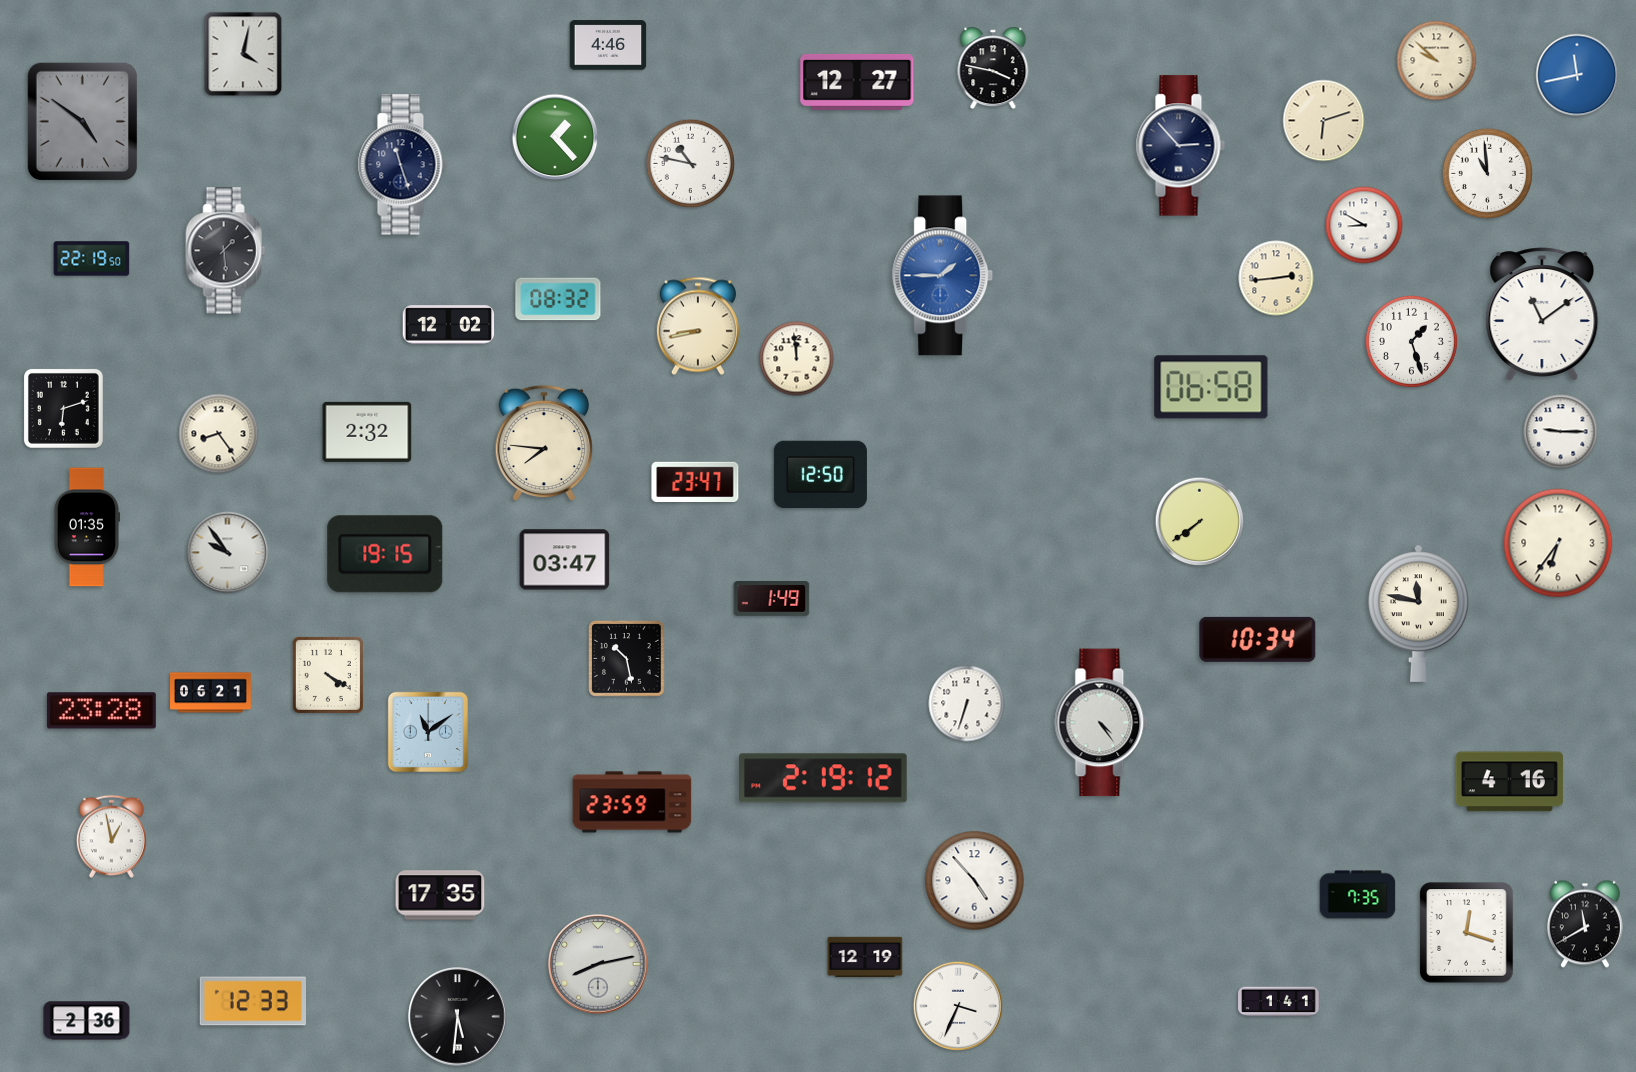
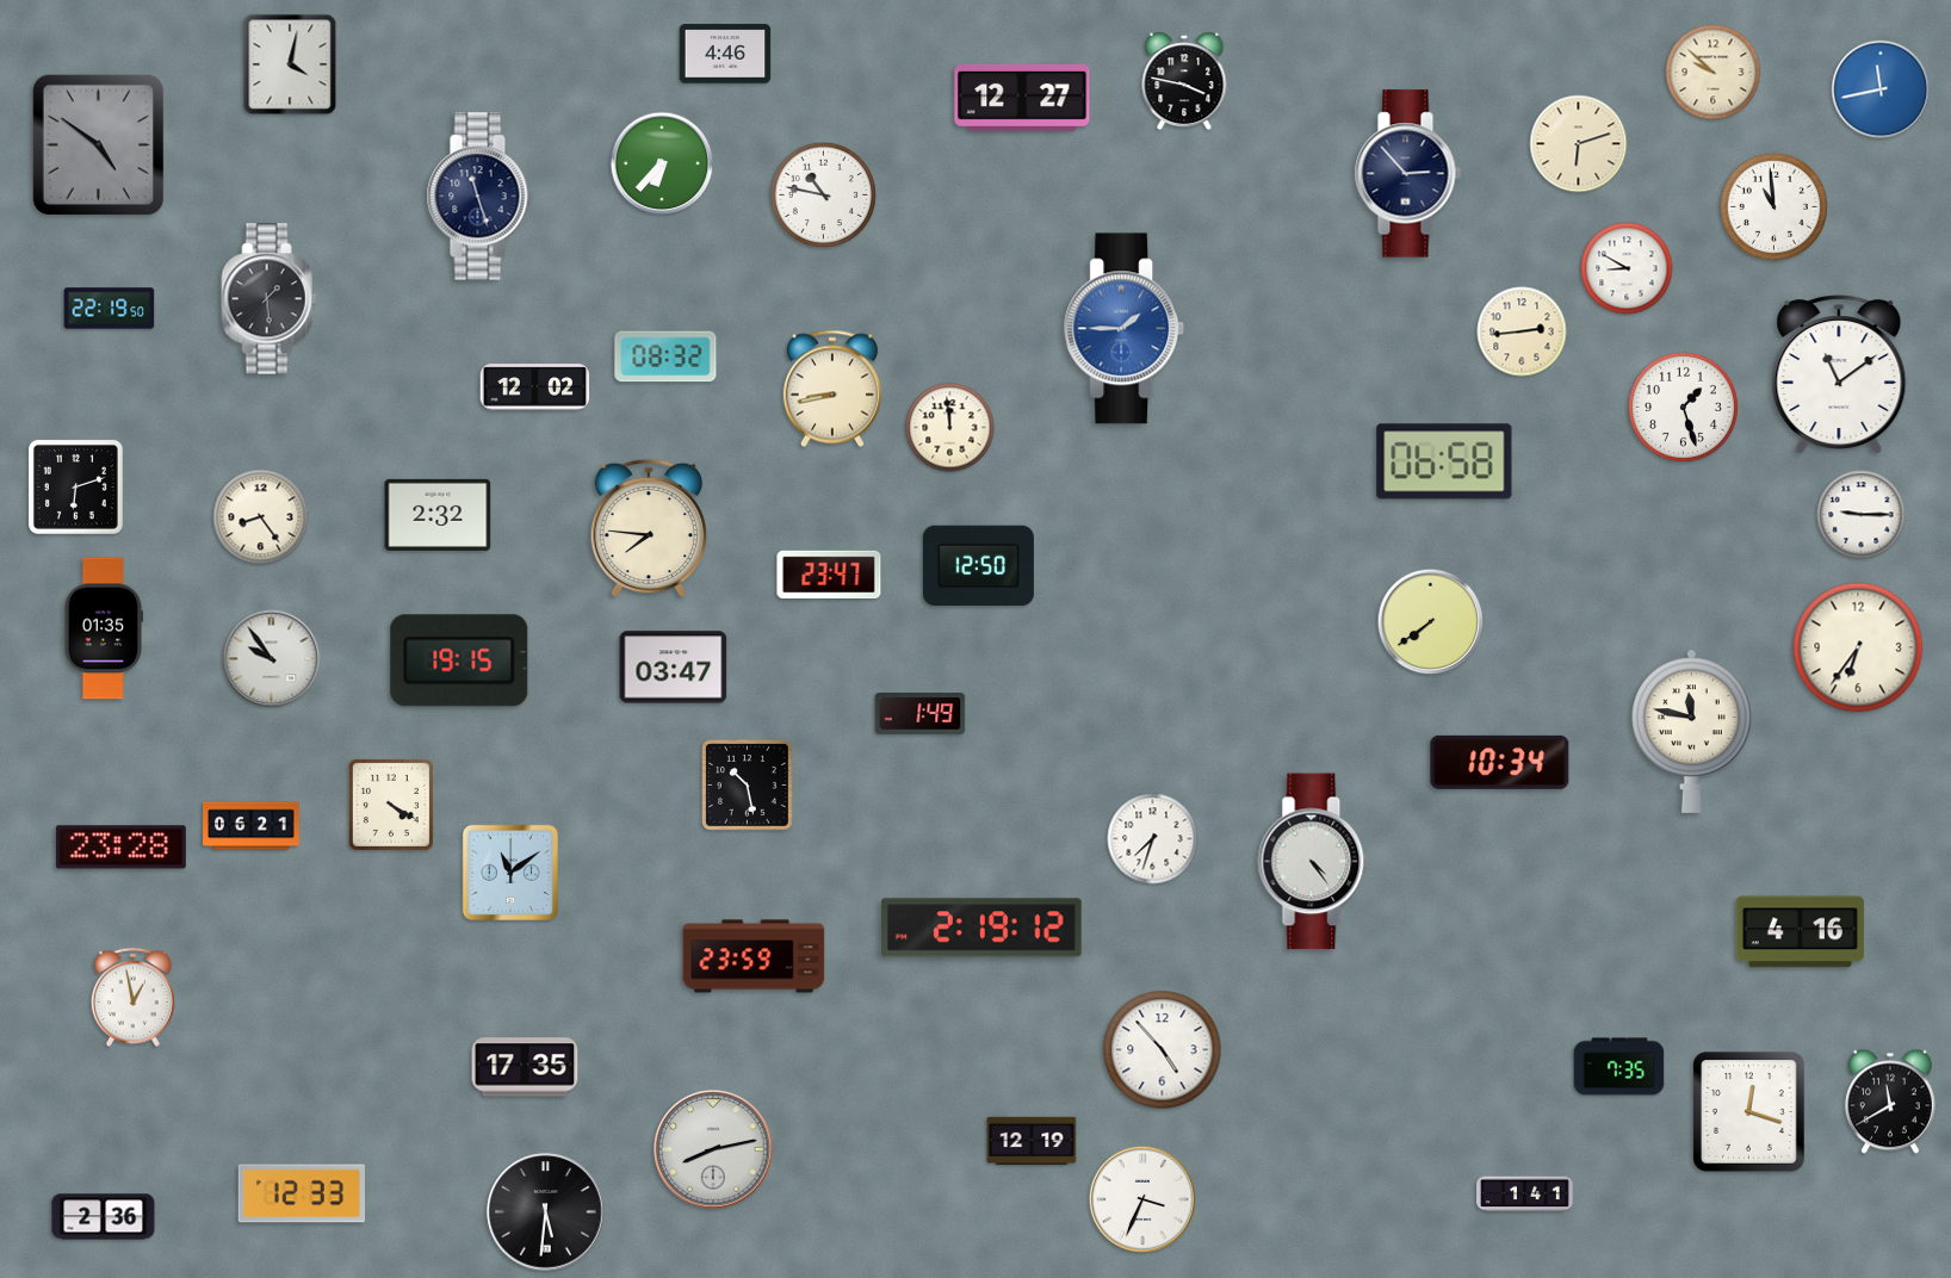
clock at (555, 137): 1:23 -> 6:37
clock at (967, 704): 6:33 -> 7:33
